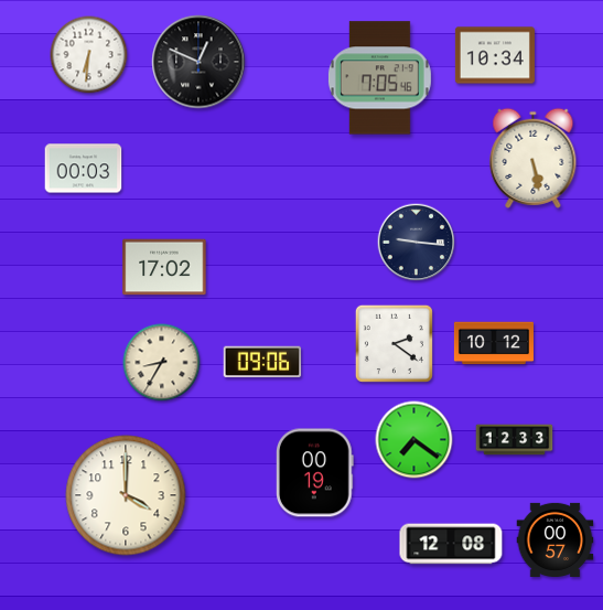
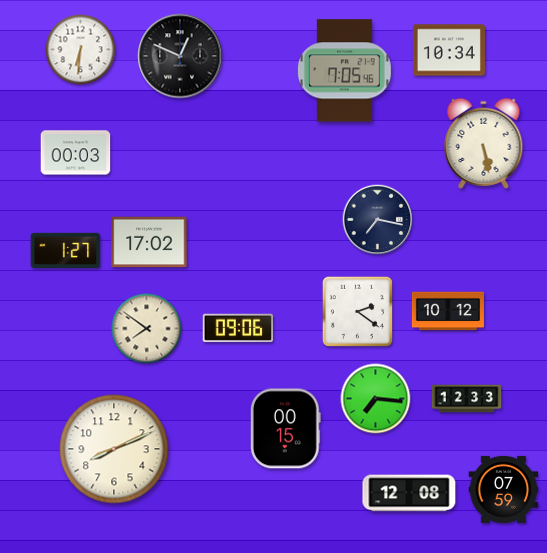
clock at (417, 243): 9:16 -> 7:17
clock at (66, 250): none -> 1:27
clock at (162, 363): 8:35 -> 7:51
clock at (414, 440): 7:21 -> 7:16
clock at (314, 473): 00:19 -> 00:15
clock at (126, 495): 4:00 -> 8:11
clock at (556, 539): 00:57 -> 07:59
